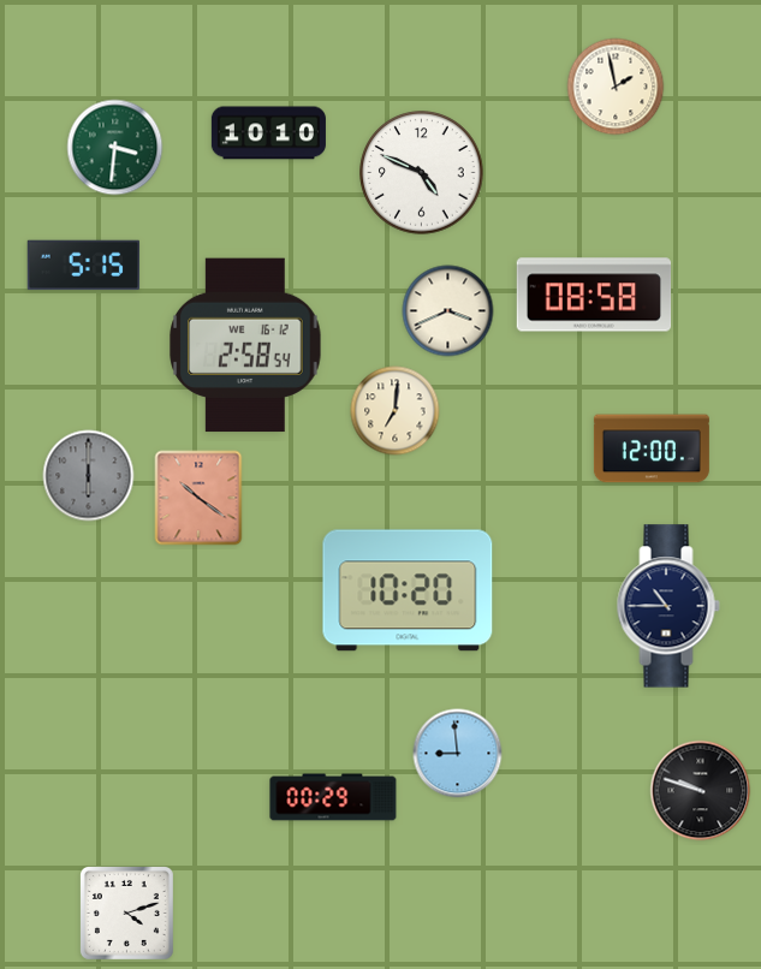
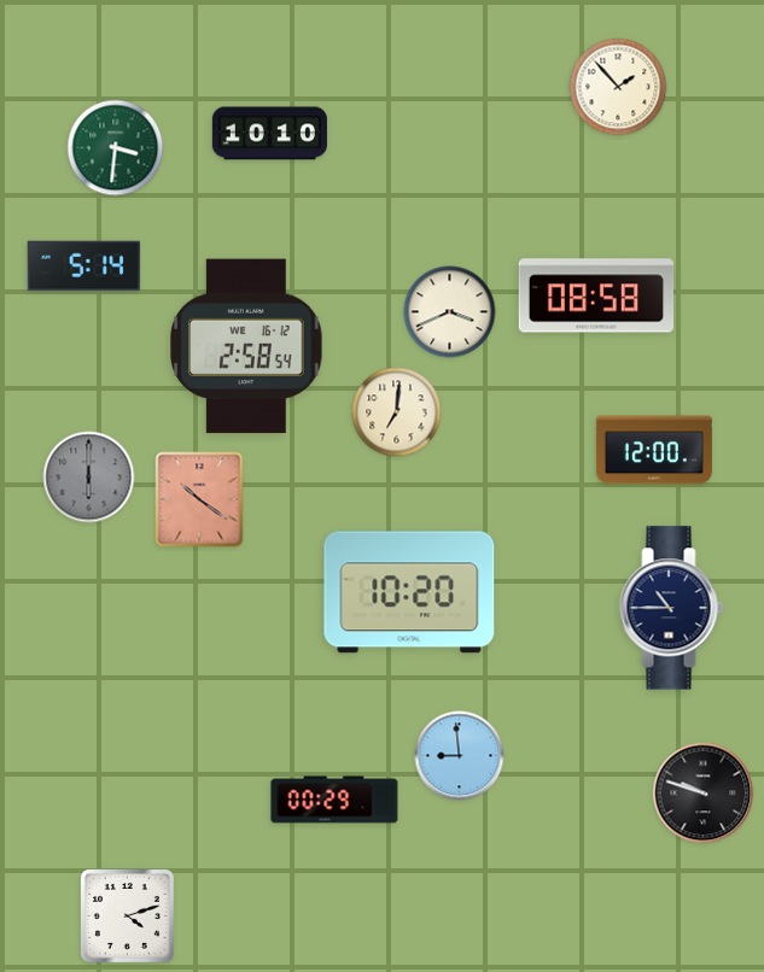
clock at (616, 87): 1:58 -> 1:53
clock at (422, 173): 4:49 -> none
clock at (84, 266): 5:15 -> 5:14
